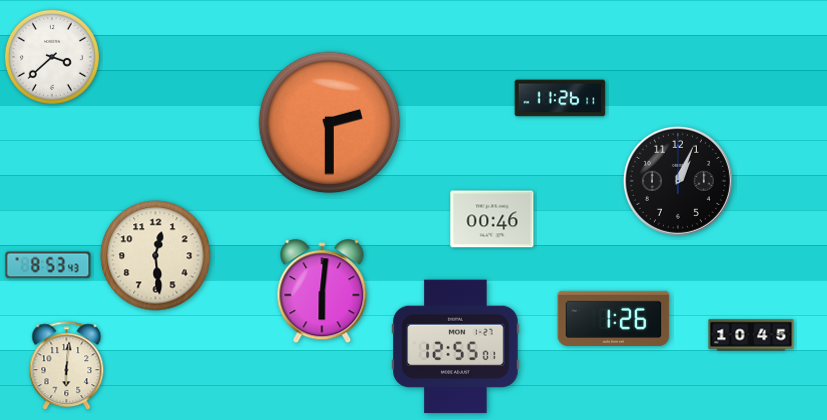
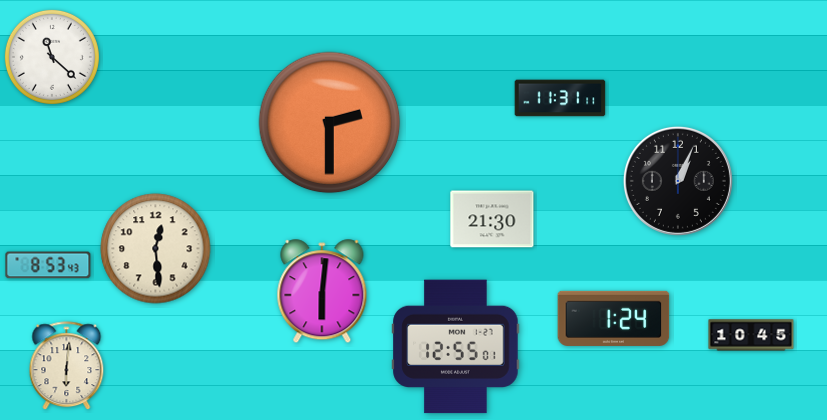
clock at (52, 57): 3:38 -> 11:22
clock at (560, 98): 11:26 -> 11:31
clock at (492, 219): 00:46 -> 21:30
clock at (156, 256) position: (156, 256) -> (156, 249)
clock at (614, 318): 1:26 -> 1:24
